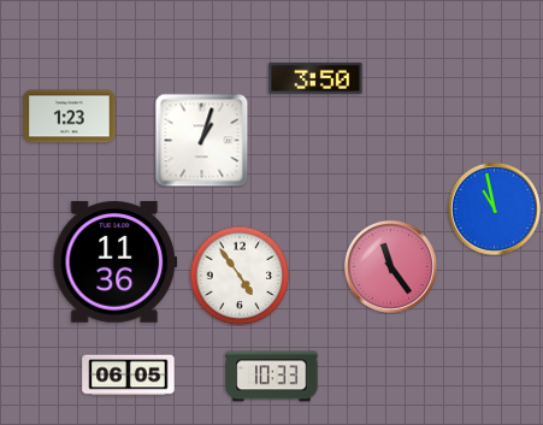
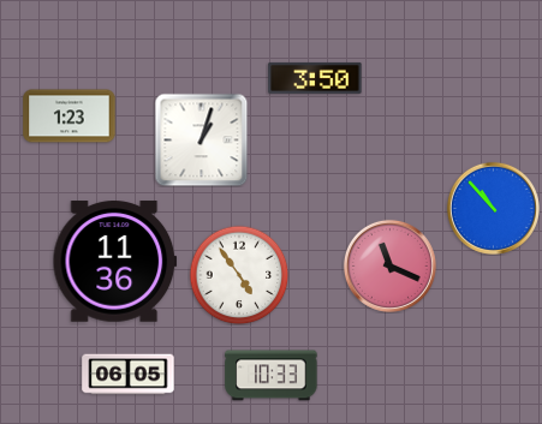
clock at (494, 208): 10:58 -> 10:53
clock at (390, 266): 11:24 -> 11:19
